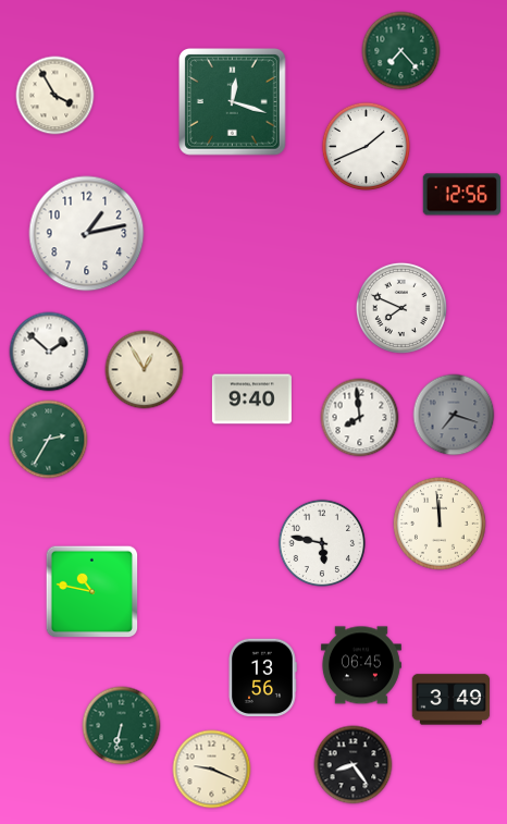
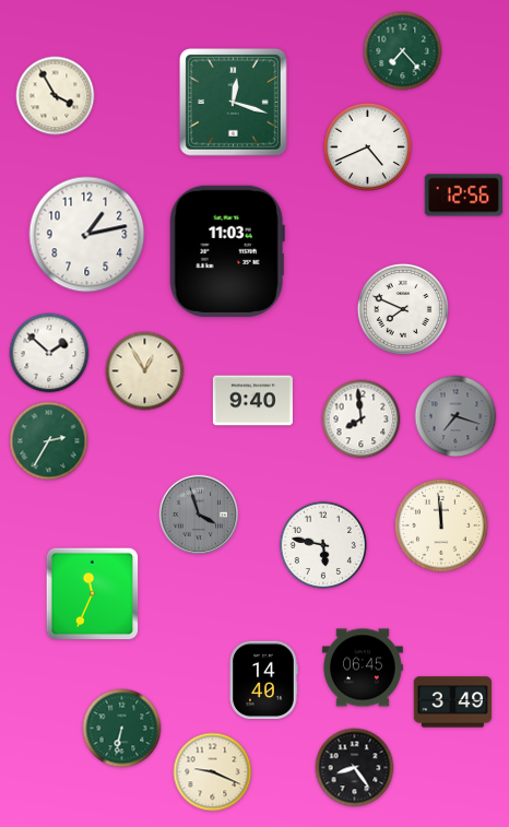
clock at (366, 146): 1:41 -> 4:41
clock at (227, 251): none -> 11:03
clock at (199, 515): none -> 3:57
clock at (92, 592): 10:47 -> 11:34
clock at (262, 678): 13:56 -> 14:40
